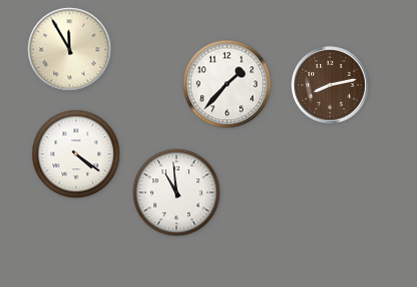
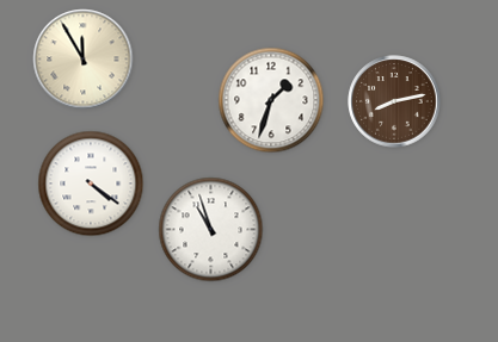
clock at (227, 84): 1:37 -> 1:33
clock at (177, 193): 10:59 -> 10:57
